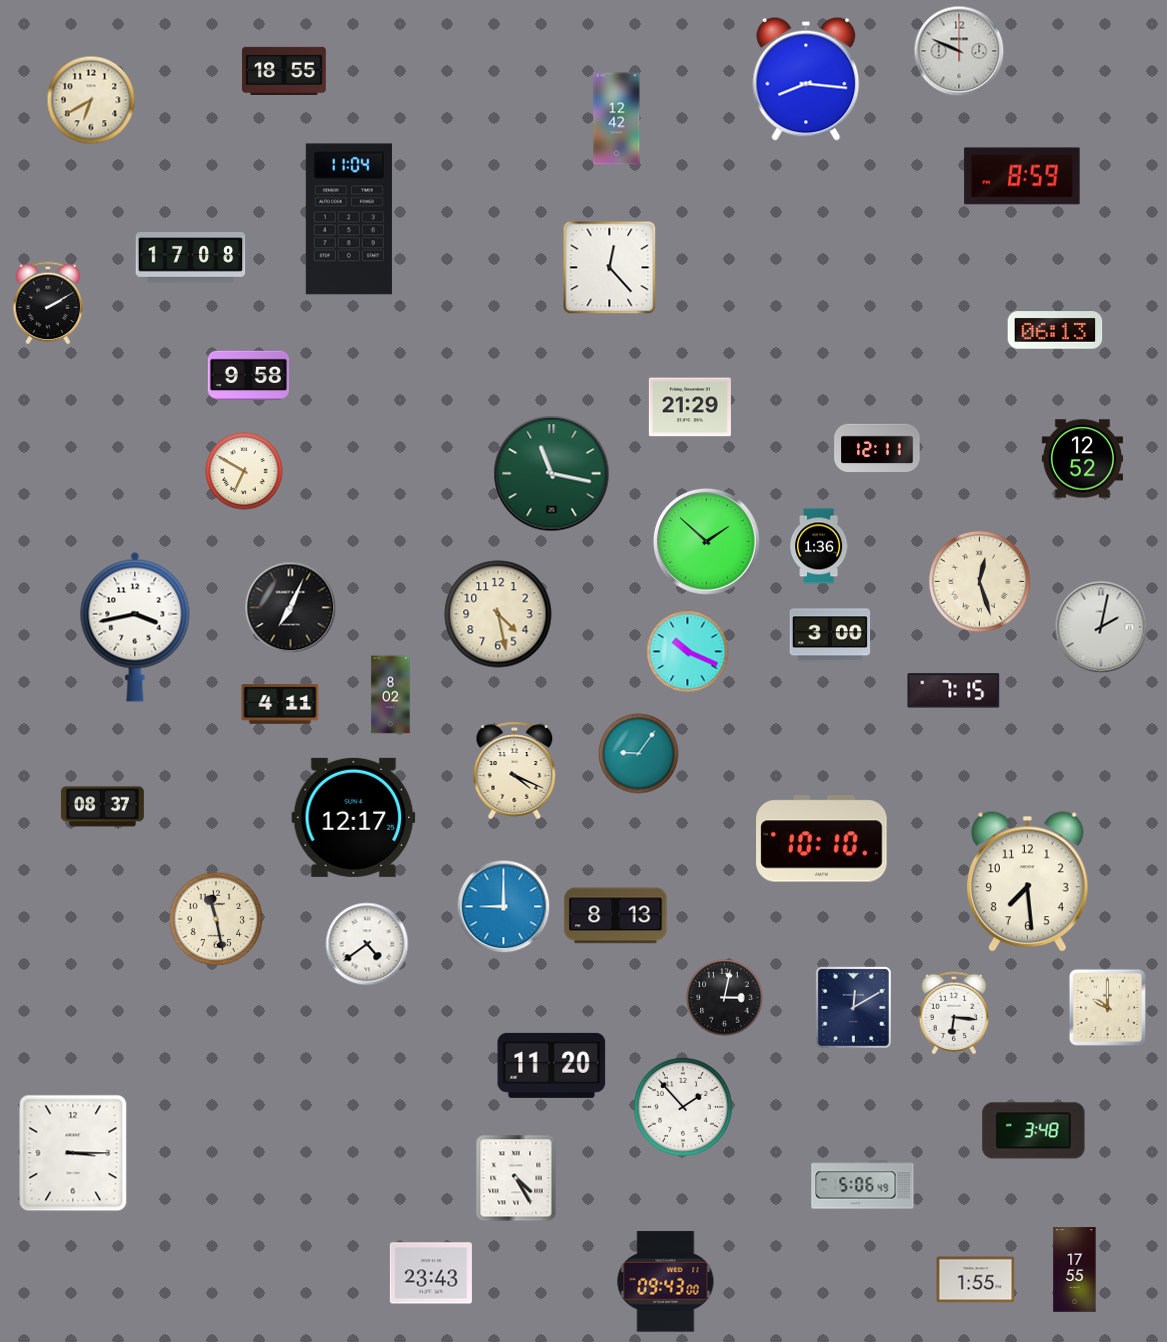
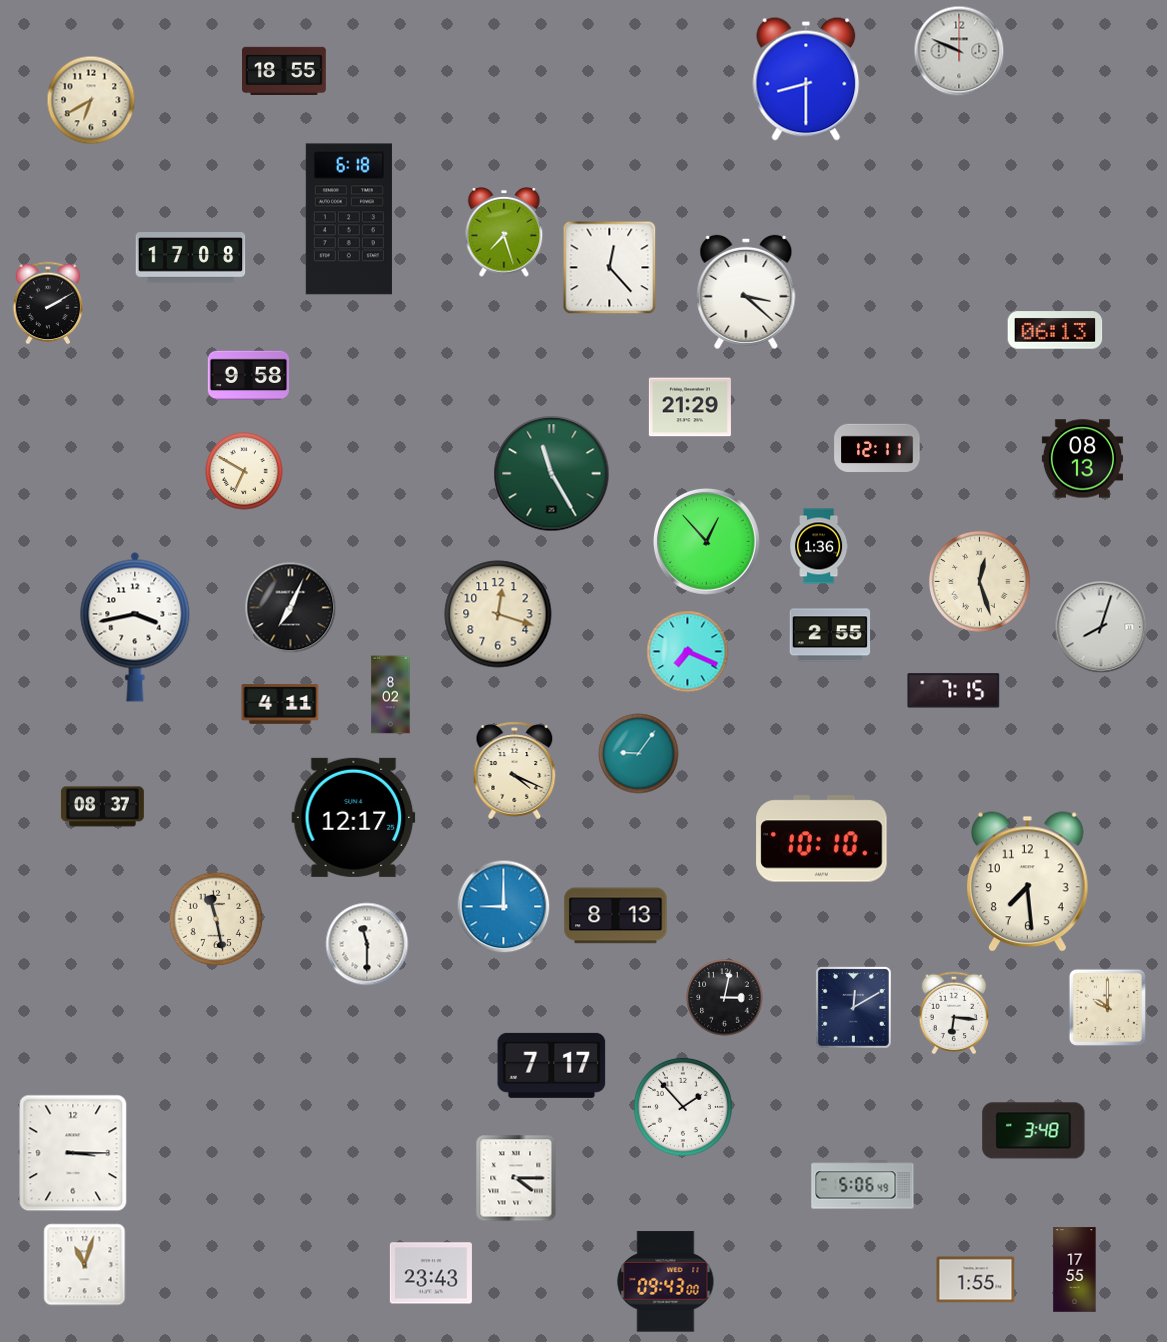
clock at (806, 79): 8:16 -> 8:30
clock at (617, 119): 12:42 -> none
clock at (1022, 176): 8:59 -> none
clock at (349, 219): 11:04 -> 6:18
clock at (504, 232): none -> 7:27
clock at (746, 292): none -> 3:22
clock at (1082, 459): 12:52 -> 08:13
clock at (552, 474): 11:17 -> 11:25
clock at (706, 541): 1:52 -> 12:53
clock at (498, 614): 4:28 -> 12:18
clock at (1101, 627): 2:02 -> 8:03
clock at (830, 635): 3:00 -> 2:55
clock at (688, 652): 10:19 -> 7:19
clock at (367, 944): 4:39 -> 11:30
clock at (552, 1065): 11:20 -> 7:17
clock at (516, 1178): 4:25 -> 4:15
clock at (85, 1265): none -> 11:03
